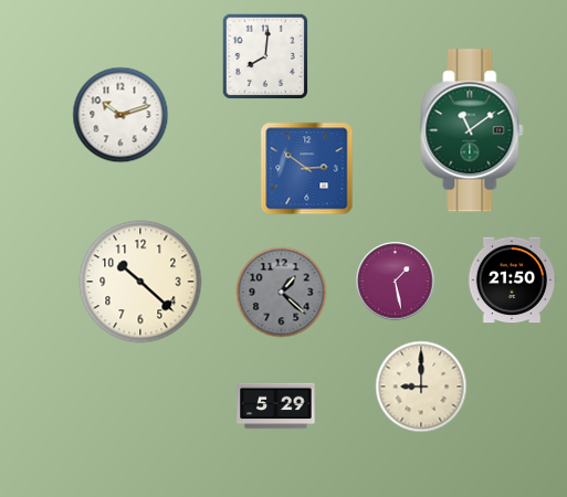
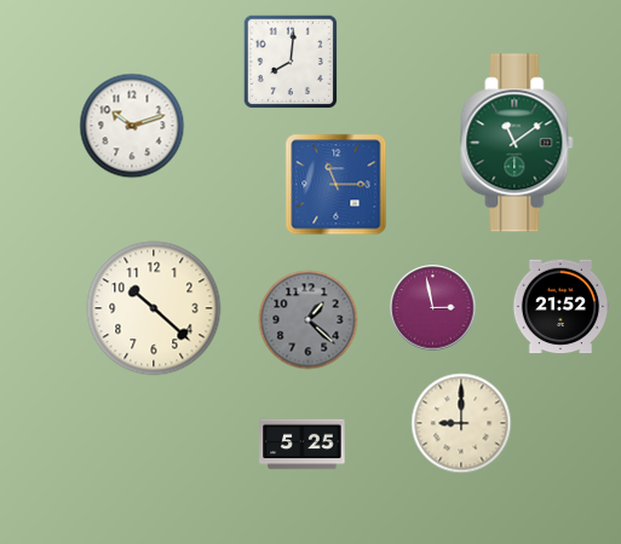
clock at (307, 169): 2:51 -> 11:15
clock at (512, 281): 21:50 -> 21:52
clock at (396, 282): 1:28 -> 2:58
clock at (276, 406): 5:29 -> 5:25
